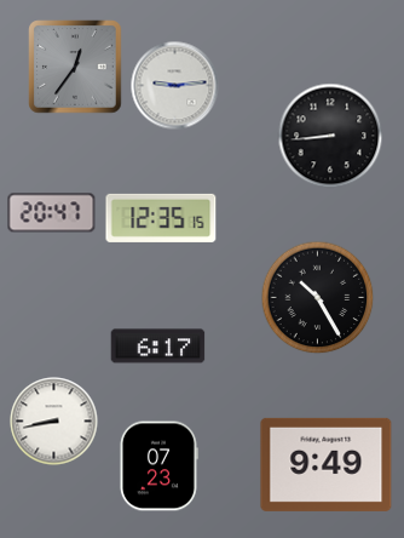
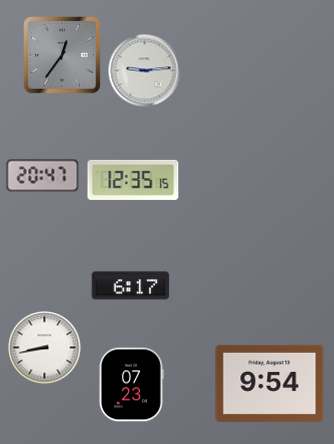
clock at (330, 136): 8:44 -> none
clock at (318, 298): 10:25 -> none
clock at (327, 464): 9:49 -> 9:54
